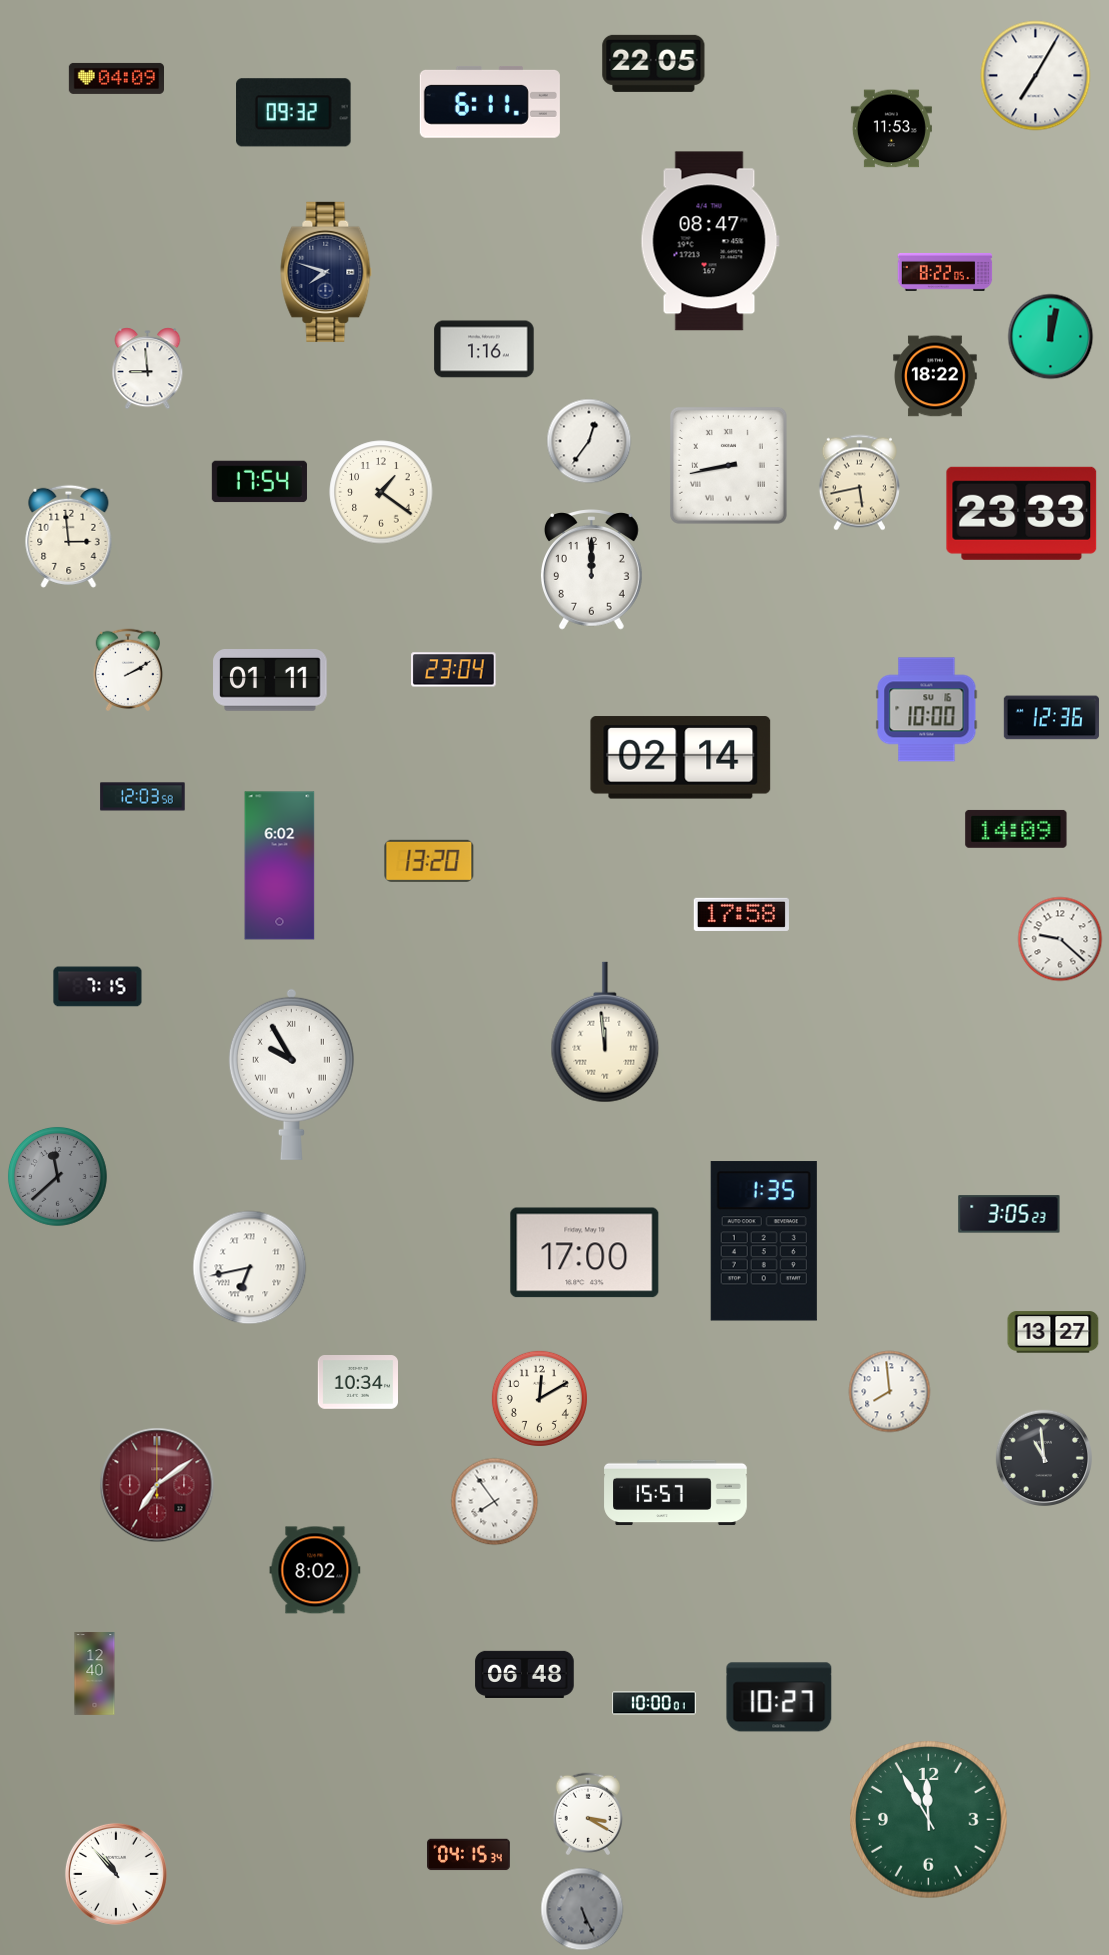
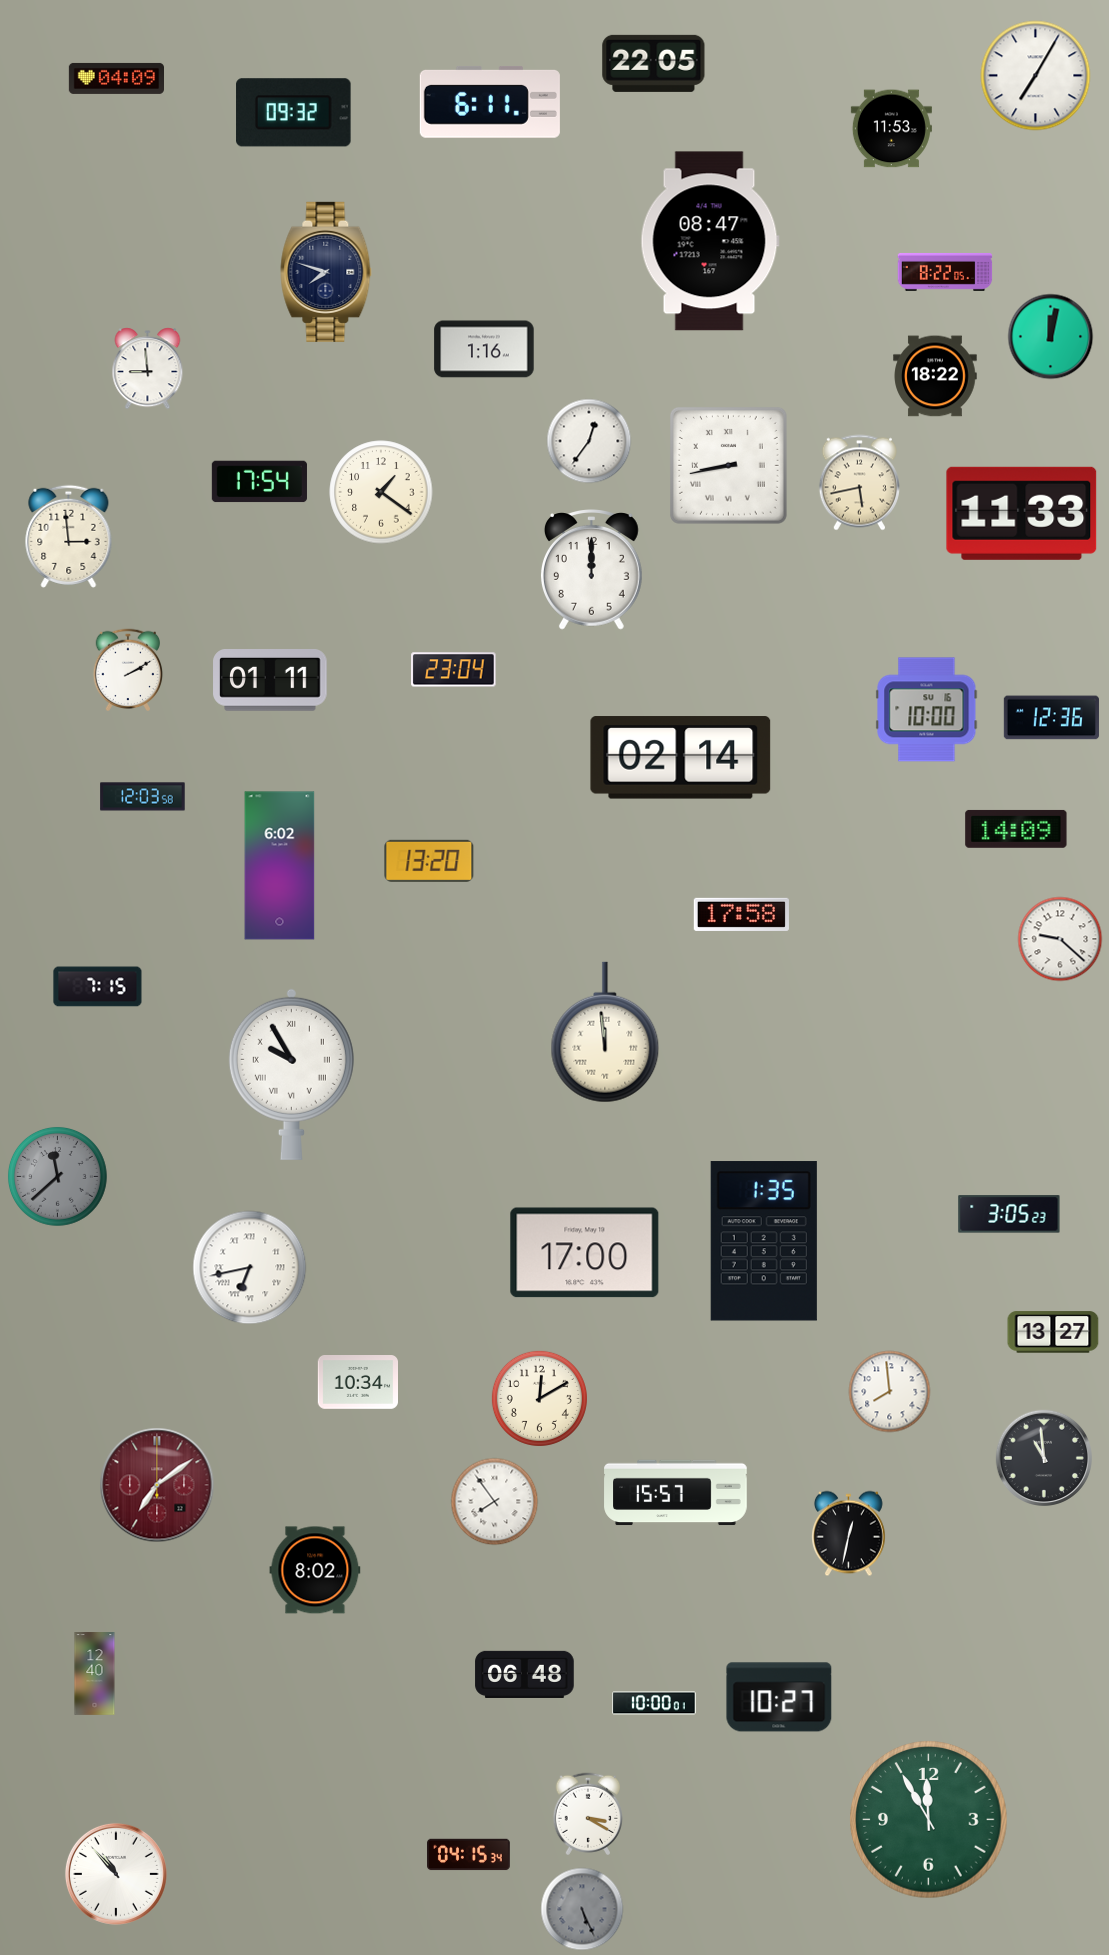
clock at (1022, 513): 23:33 -> 11:33
clock at (848, 1534): none -> 12:32
